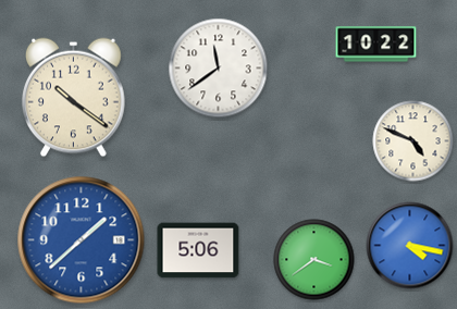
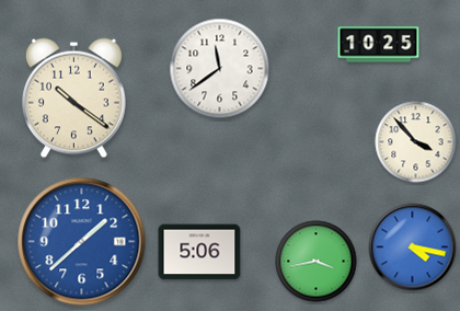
clock at (376, 45): 10:22 -> 10:25
clock at (413, 141): 4:49 -> 3:53
clock at (314, 260): 3:39 -> 3:43
